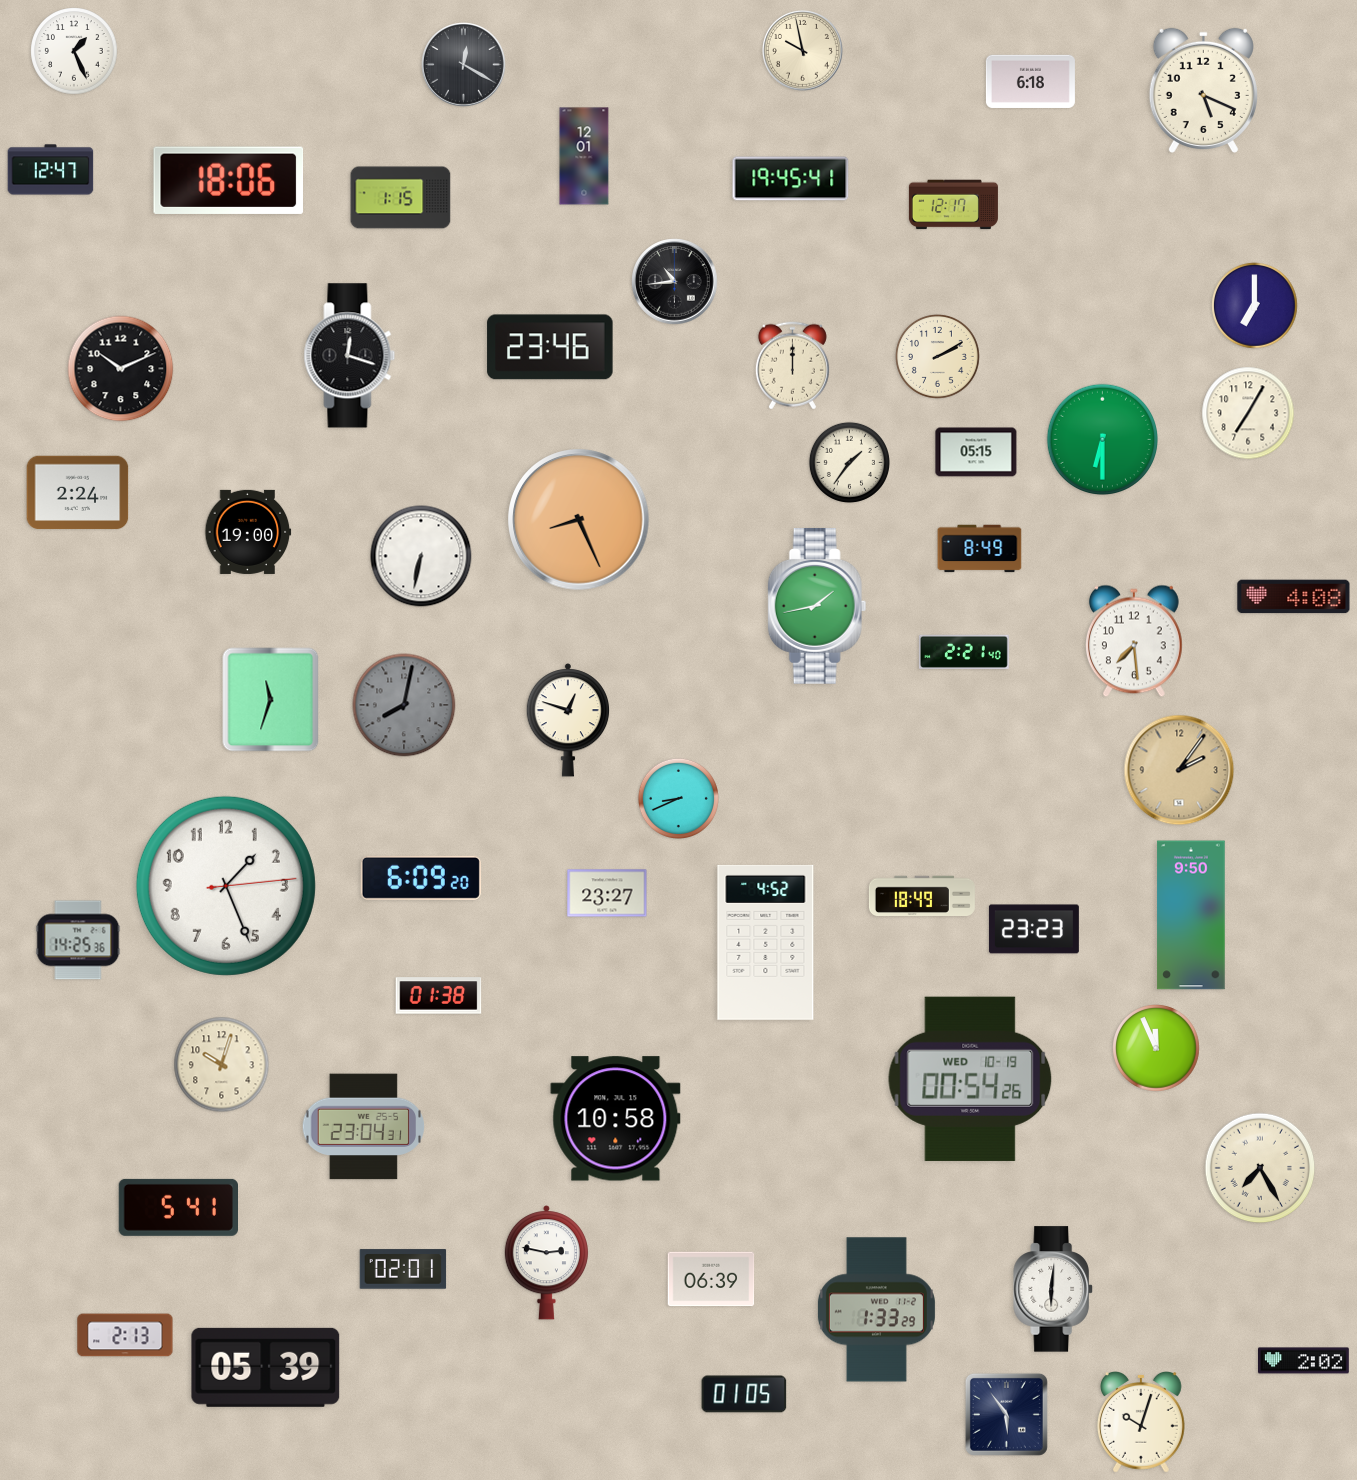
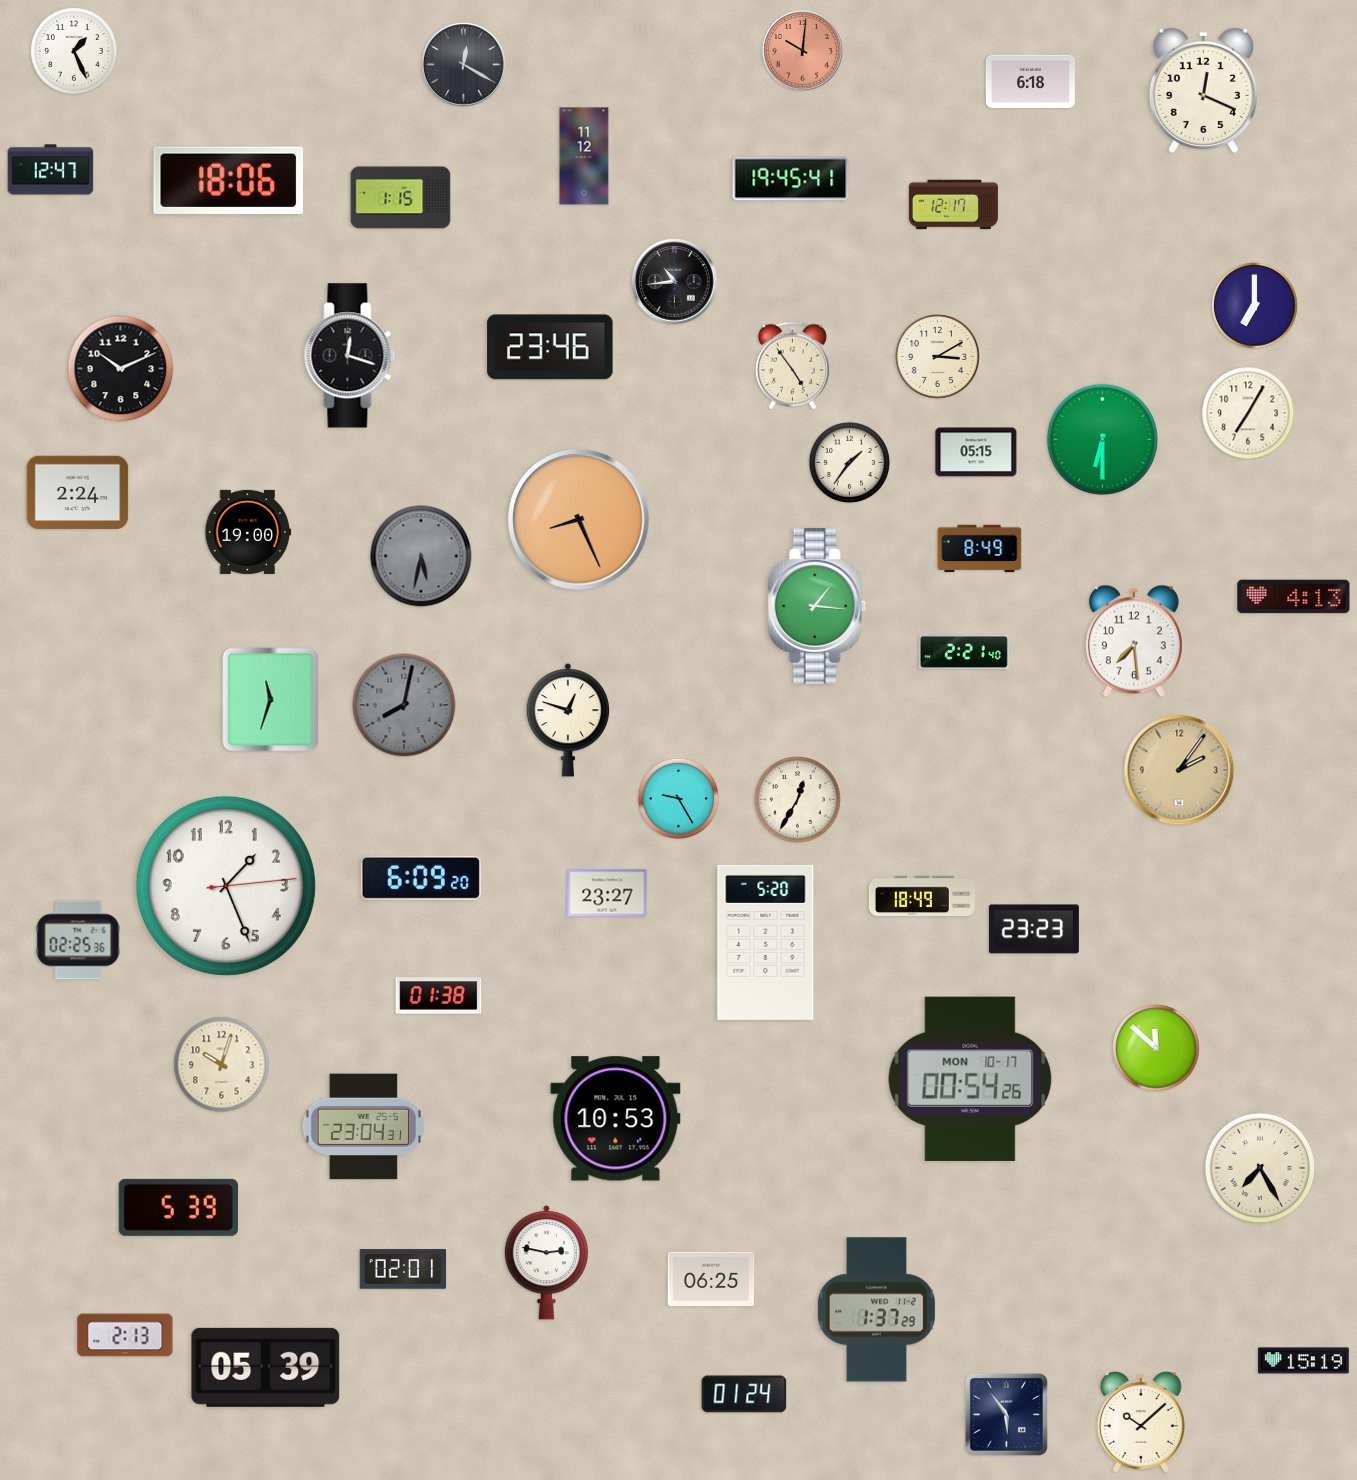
clock at (802, 50): 9:58 -> 10:01
clock at (802, 50) dial: cream -> salmon
clock at (1203, 90): 5:19 -> 12:19
clock at (584, 156): 12:01 -> 11:12
clock at (937, 356): 2:10 -> 3:10
clock at (792, 366): 12:00 -> 4:54
clock at (421, 556): 6:32 -> 5:32
clock at (421, 556) dial: white -> grey
clock at (1294, 597): 4:08 -> 4:13
clock at (817, 606): 1:43 -> 1:16
clock at (678, 798): 8:41 -> 9:25
clock at (798, 800): none -> 12:35
clock at (1191, 915): 9:50 -> none
clock at (78, 940): 14:25 -> 02:25
clock at (766, 942): 4:52 -> 5:20
clock at (1156, 1048): 11:56 -> 11:52
clock at (970, 1079) date: WED 10-19 -> MON 10-17
clock at (616, 1119): 10:58 -> 10:53
clock at (178, 1207): 5:41 -> 5:39
clock at (711, 1279): 06:39 -> 06:25
clock at (1053, 1289): 6:01 -> none
clock at (876, 1310): 1:33 -> 1:37
clock at (1304, 1361): 2:02 -> 15:19
clock at (744, 1394): 01:05 -> 01:24
clock at (1141, 1423): 10:03 -> 10:08
